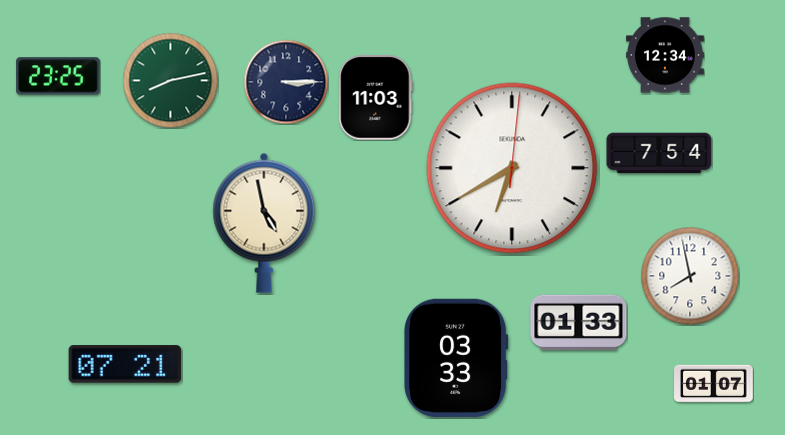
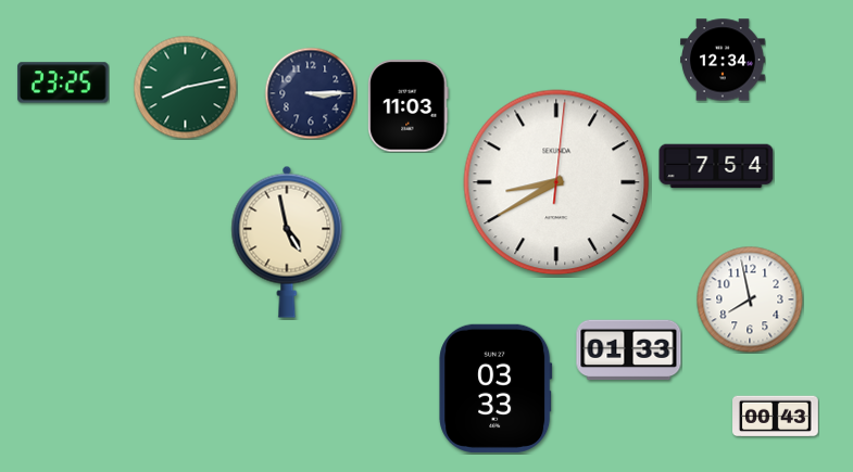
clock at (286, 82) position: (286, 82) -> (311, 93)
clock at (512, 168): 6:40 -> 8:40
clock at (125, 364): 07:21 -> none
clock at (714, 384): 01:07 -> 00:43
